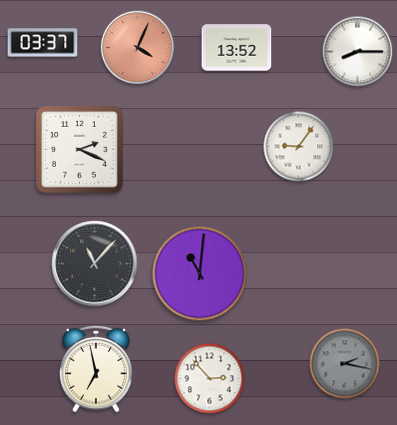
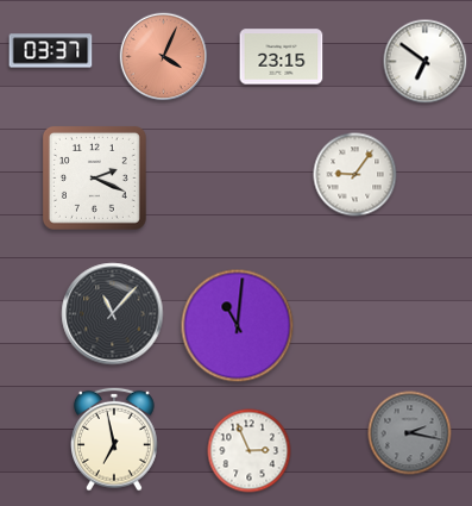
clock at (237, 48): 13:52 -> 23:15
clock at (358, 52): 8:15 -> 6:51
clock at (210, 379): 2:53 -> 2:56
